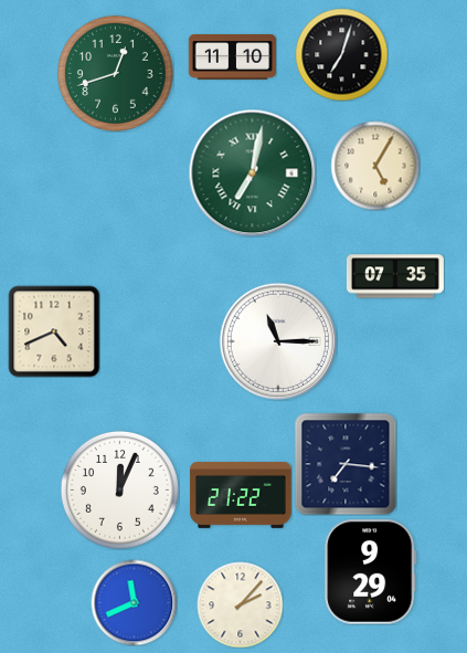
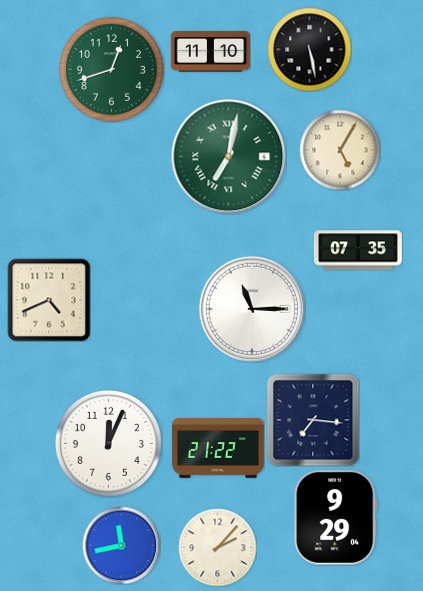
clock at (341, 54): 7:03 -> 5:28
clock at (115, 73) position: (115, 73) -> (111, 69)
clock at (134, 602): 11:41 -> 11:43
